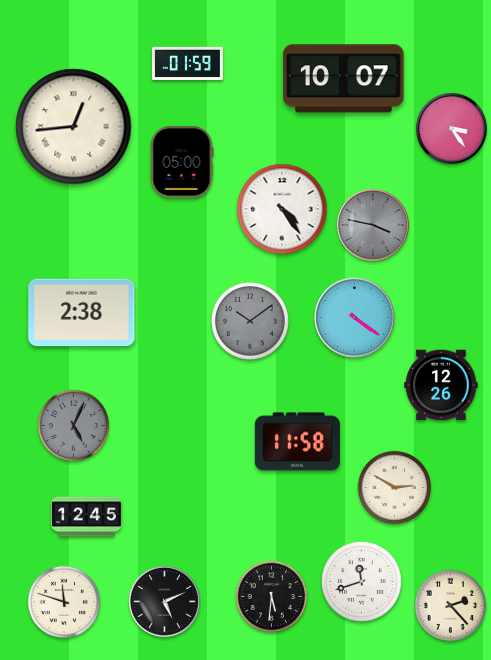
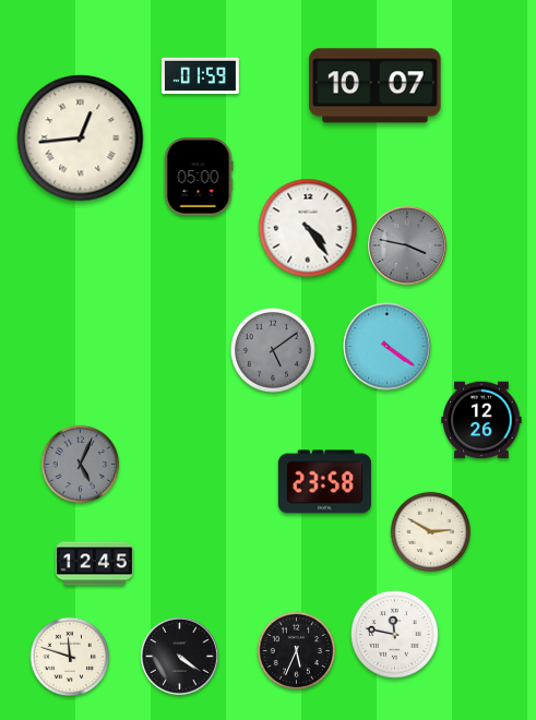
clock at (187, 63) position: (187, 63) -> (200, 75)
clock at (451, 128): 3:24 -> none
clock at (82, 313): 2:38 -> none
clock at (250, 321): 10:09 -> 5:09
clock at (297, 442): 11:58 -> 23:58
clock at (362, 582): 11:42 -> 11:47
clock at (272, 597): 5:31 -> 5:34
clock at (164, 601): 5:11 -> 4:21
clock at (451, 606): 2:23 -> none
